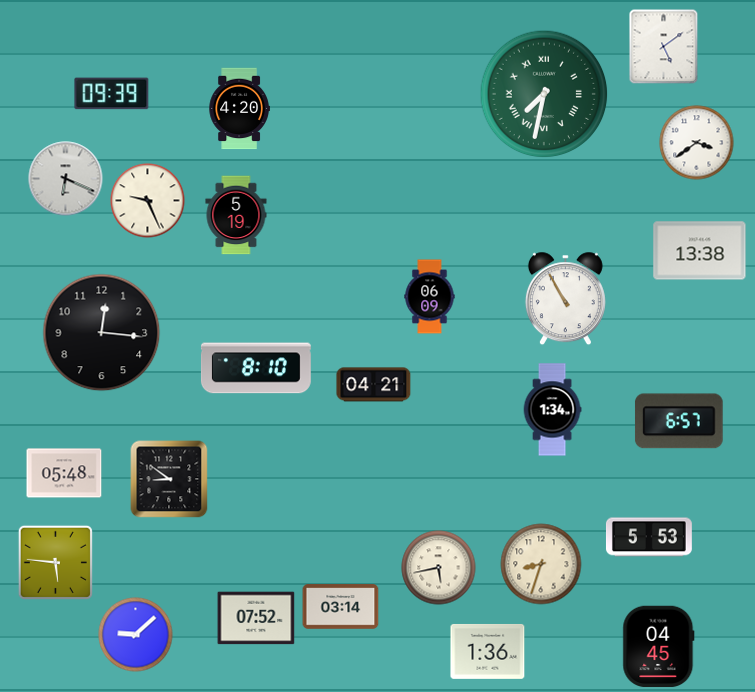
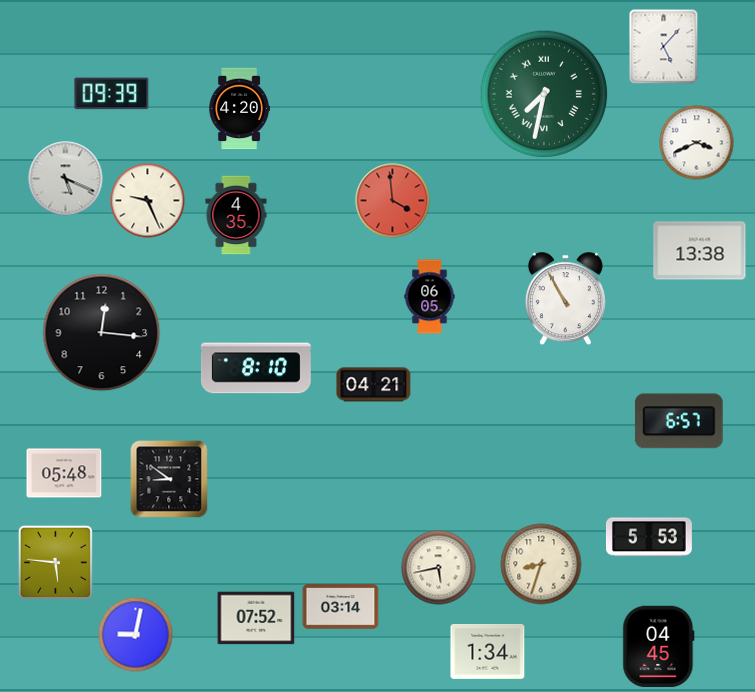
clock at (664, 47): 5:09 -> 5:07
clock at (697, 143): 3:39 -> 3:41
clock at (66, 179): 6:19 -> 5:19
clock at (393, 201): none -> 3:59
clock at (236, 215): 5:19 -> 4:35
clock at (430, 297): 06:09 -> 06:05
clock at (552, 410): 1:34 -> none
clock at (136, 635): 9:08 -> 9:02
clock at (488, 651): 1:36 -> 1:34
